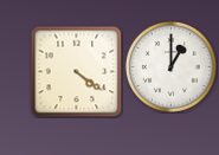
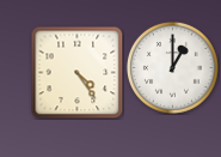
clock at (76, 71): 4:21 -> 4:24
